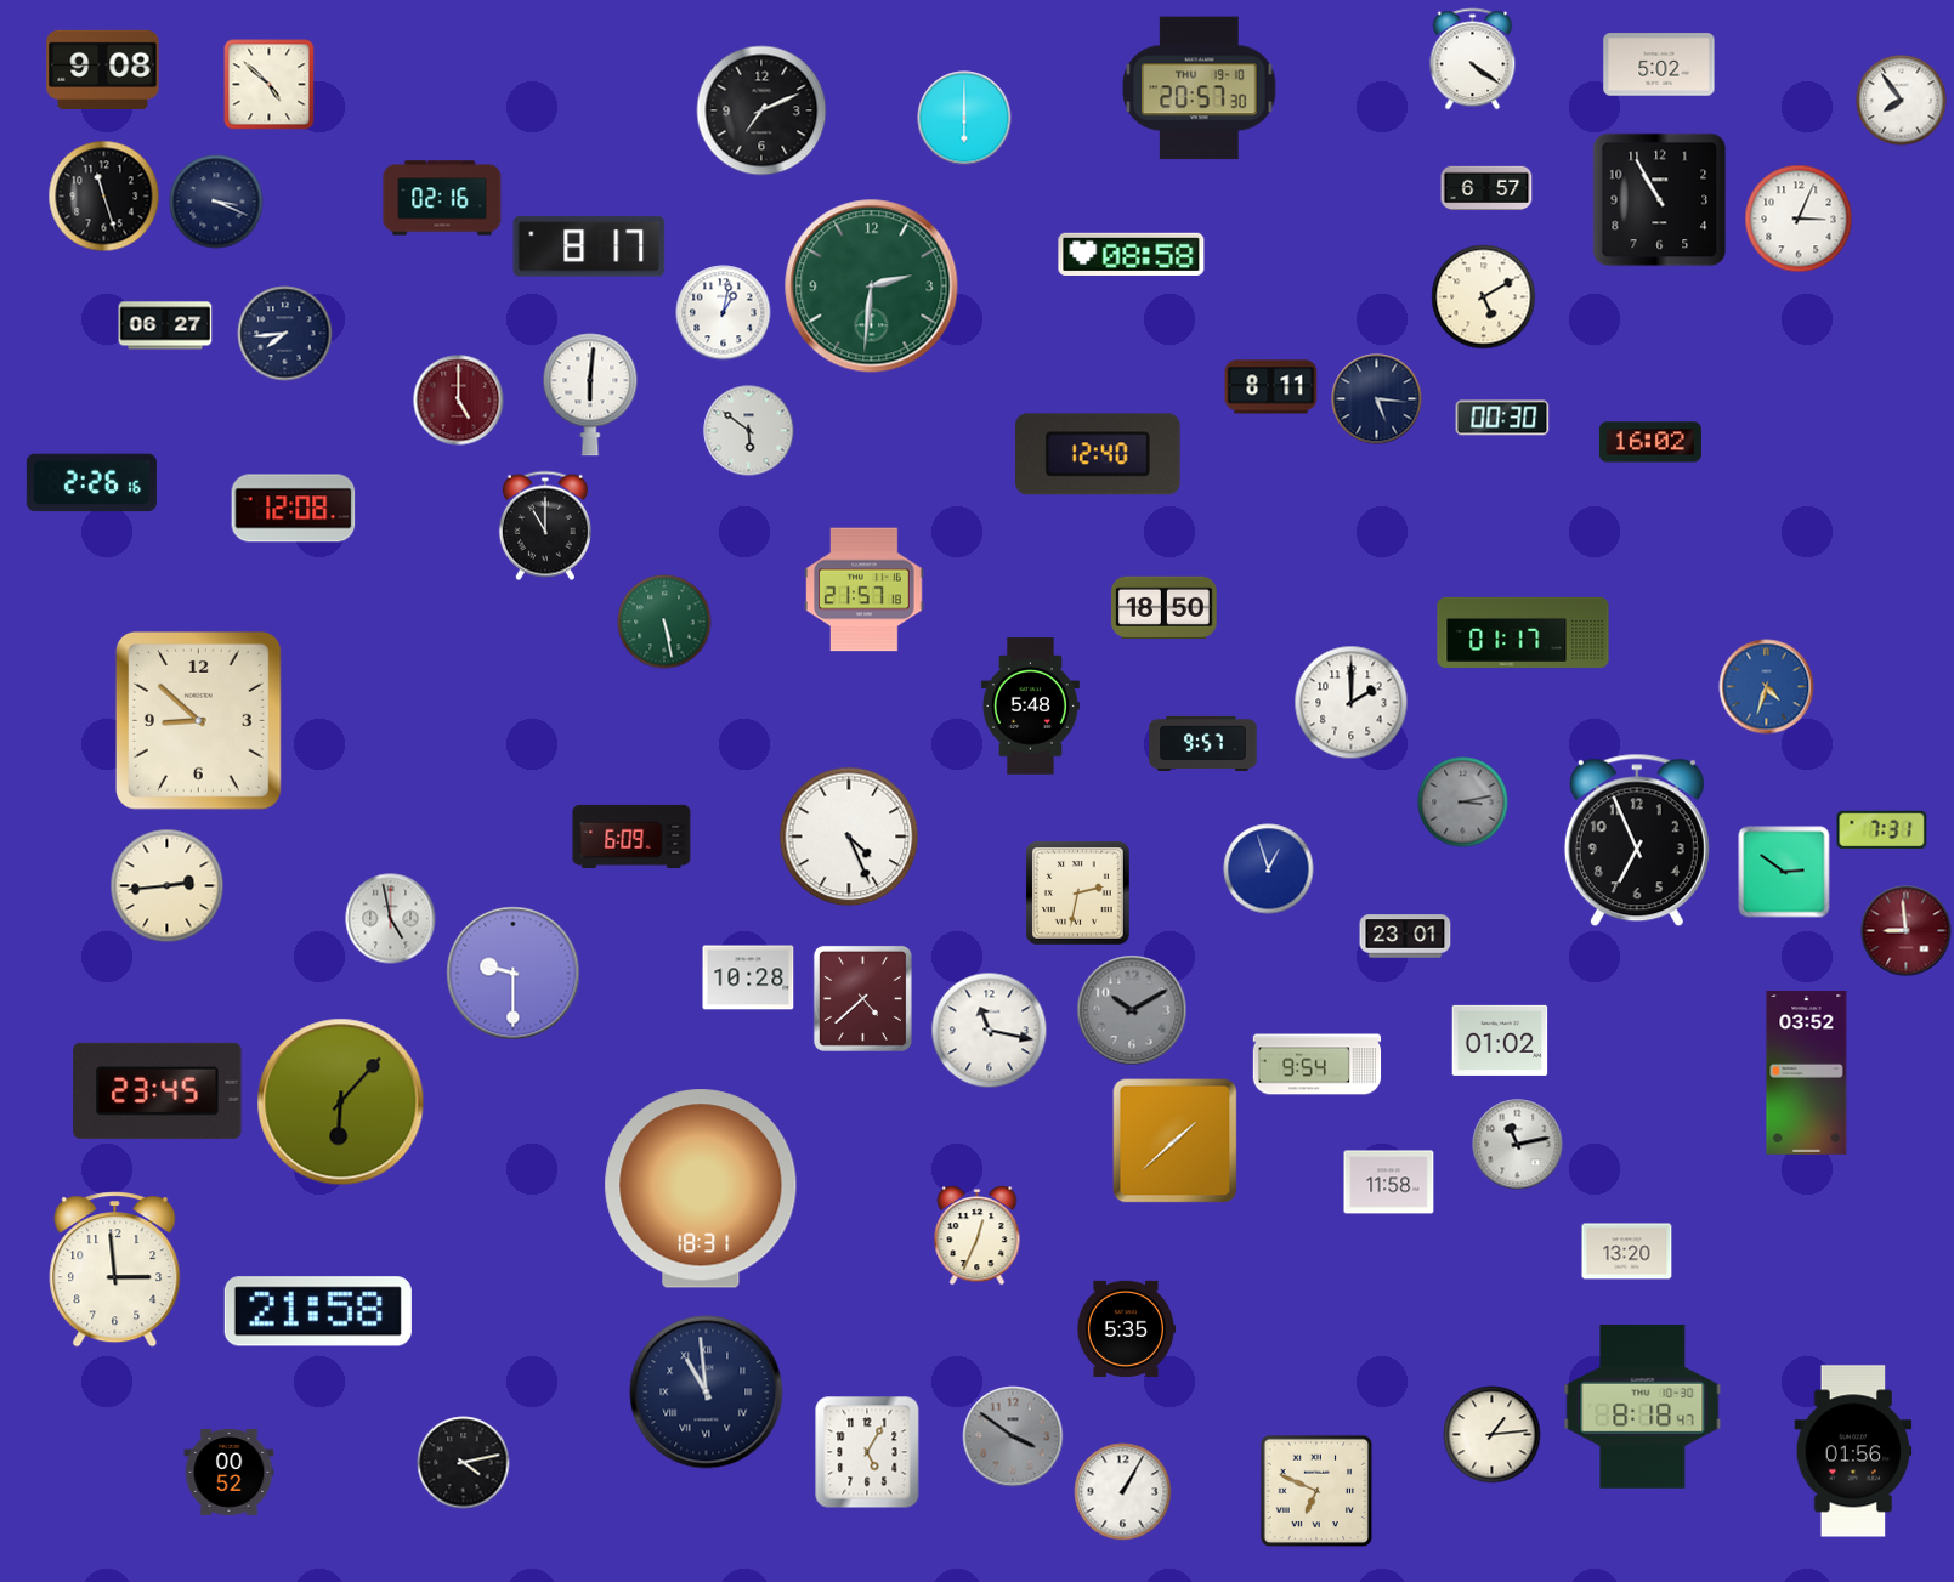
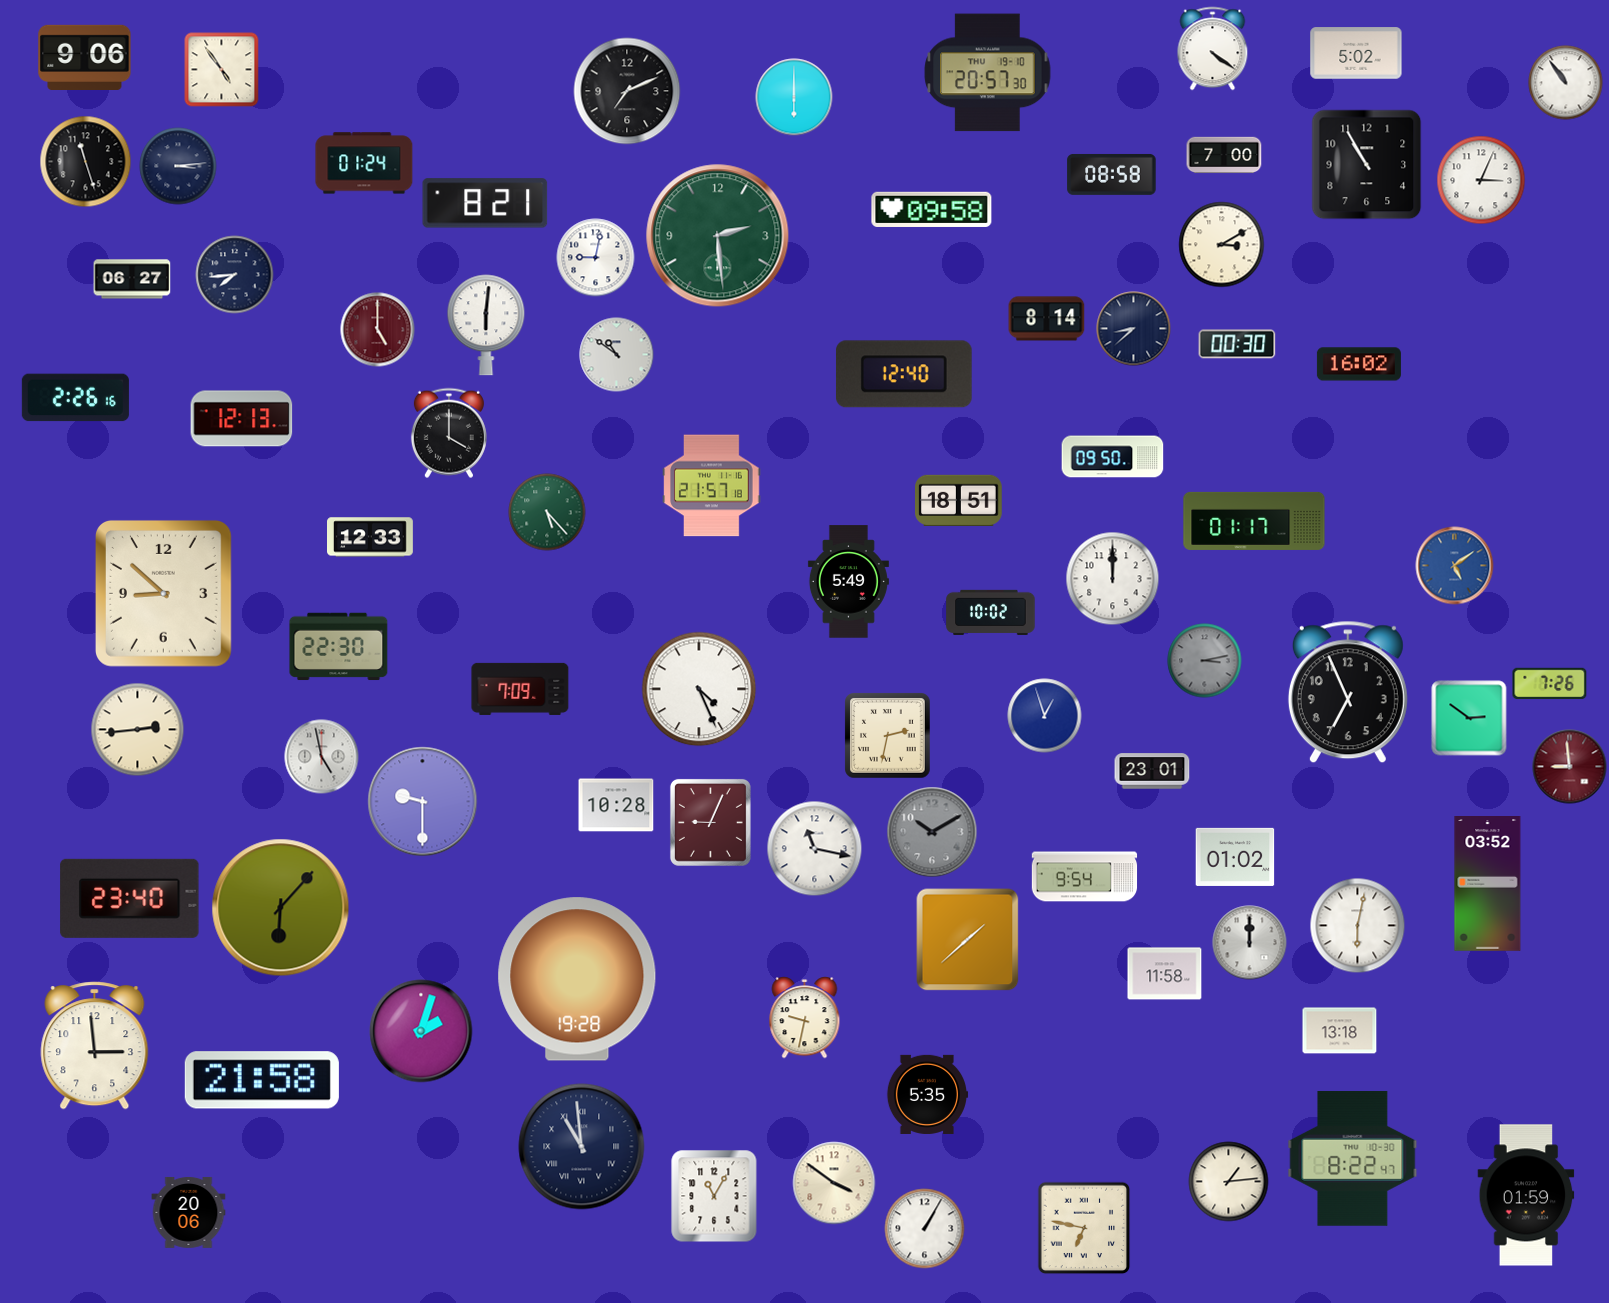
clock at (1659, 64) position: (1659, 64) -> (1356, 53)
clock at (103, 69): 9:08 -> 9:06
clock at (270, 85): 4:52 -> 4:54
clock at (1902, 101): 7:54 -> 10:54
clock at (1486, 188): 6:57 -> 7:00
clock at (442, 198): 02:16 -> 01:24
clock at (216, 202): 3:19 -> 3:14
clock at (1112, 174): none -> 08:58
clock at (589, 246): 8:17 -> 8:21
clock at (1132, 254): 08:58 -> 09:58
clock at (872, 287): 2:31 -> 2:29
clock at (1484, 297): 5:10 -> 3:10
clock at (724, 313): 1:02 -> 9:02
clock at (165, 325) position: (165, 325) -> (132, 279)
clock at (1271, 387): 8:11 -> 8:14
clock at (1377, 399): 5:16 -> 8:38
clock at (749, 431): 5:51 -> 10:51
clock at (294, 509): 12:08 -> 12:13
clock at (545, 526): 11:00 -> 4:00
clock at (1113, 457): none -> 09:50
clock at (1165, 607): 18:50 -> 18:51
clock at (664, 622): 5:28 -> 5:23
clock at (371, 537): none -> 12:33
clock at (1767, 687): 4:33 -> 5:09
clock at (1352, 703): 2:00 -> 12:00
clock at (1030, 707): 5:48 -> 5:49
clock at (1203, 743): 9:57 -> 10:02
clock at (339, 647): none -> 22:30
clock at (1882, 830): 7:31 -> 7:26
clock at (631, 837): 6:09 -> 7:09
clock at (1405, 936) position: (1405, 936) -> (1152, 771)
clock at (862, 998): 4:38 -> 9:04
clock at (158, 1090): 23:45 -> 23:40
clock at (1358, 926): none -> 6:02
clock at (1518, 1145): 11:13 -> 12:00
clock at (1389, 1183) position: (1389, 1183) -> (1165, 974)
clock at (701, 1189): 18:31 -> 19:28
clock at (978, 1236): 12:34 -> 9:32
clock at (421, 1031): none -> 2:03
clock at (1627, 1252): 13:20 -> 13:18
clock at (1643, 1406): 8:18 -> 8:22
clock at (1013, 1436) dial: grey -> cream
clock at (1853, 1451): 01:56 -> 01:59
clock at (867, 1452): 5:05 -> 11:05
clock at (464, 1463): 4:13 -> none
clock at (230, 1472): 00:52 -> 20:06
clock at (1316, 1491): 6:49 -> 6:47
